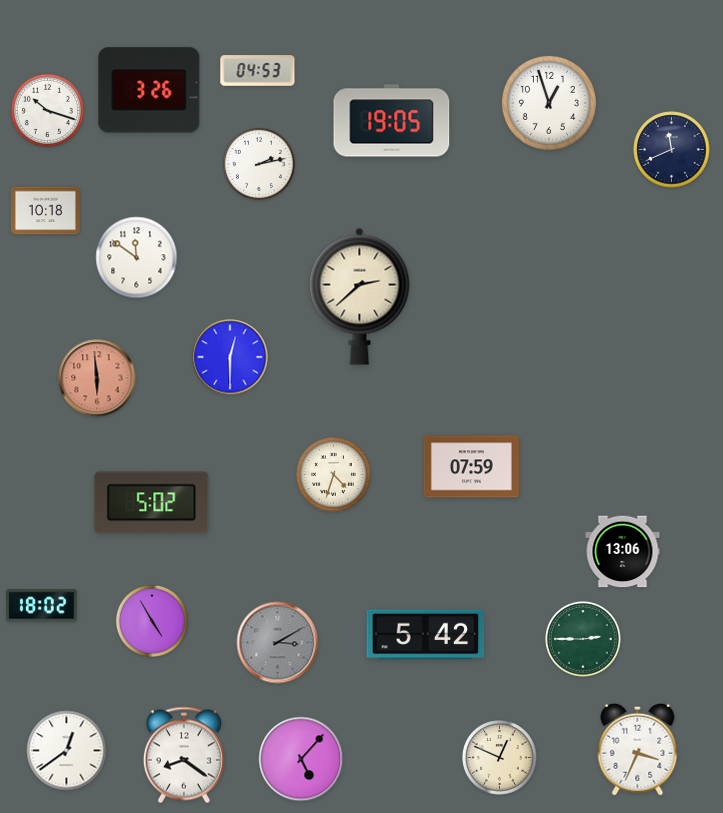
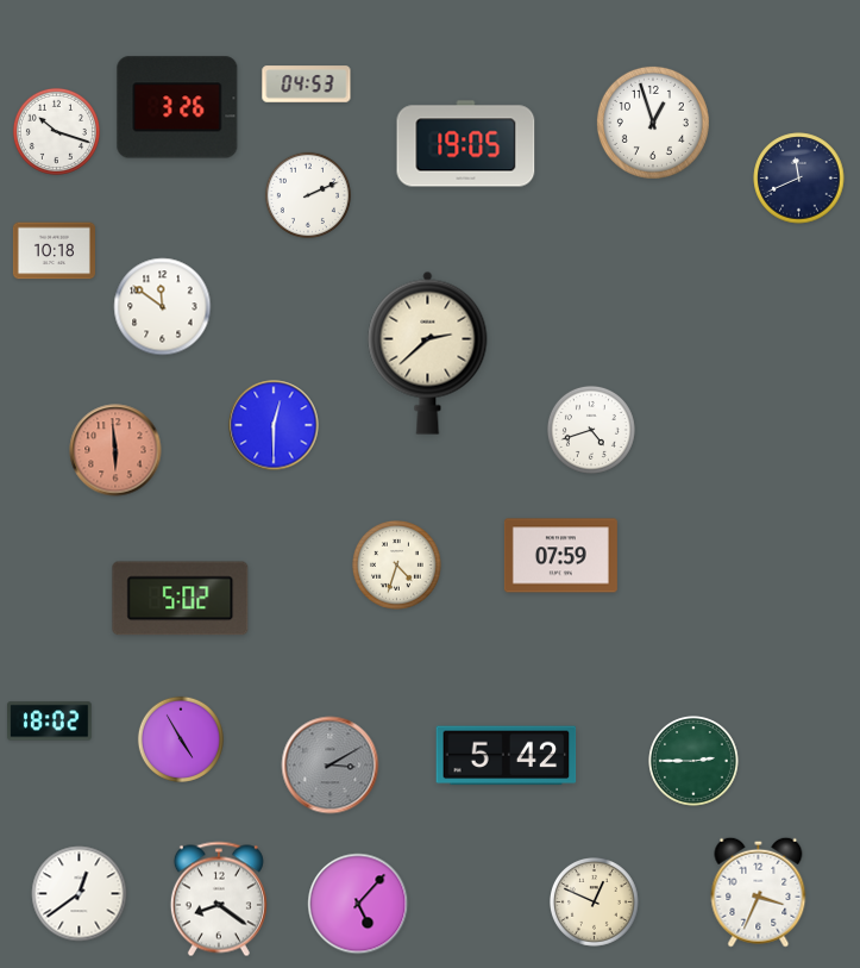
clock at (259, 164): 2:13 -> 2:11
clock at (591, 430): none -> 4:42
clock at (623, 552): 13:06 -> none
